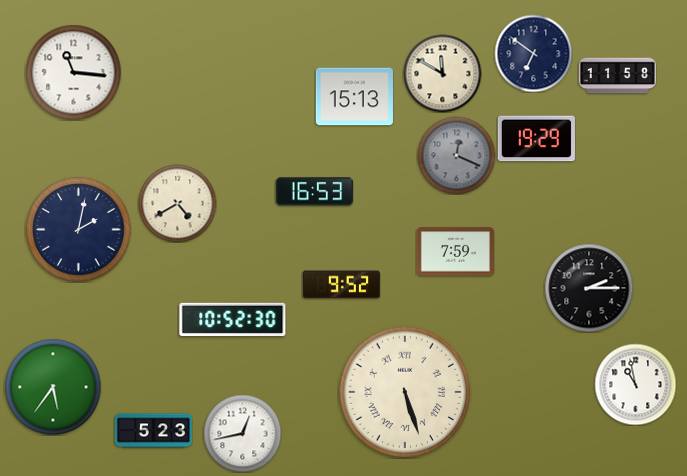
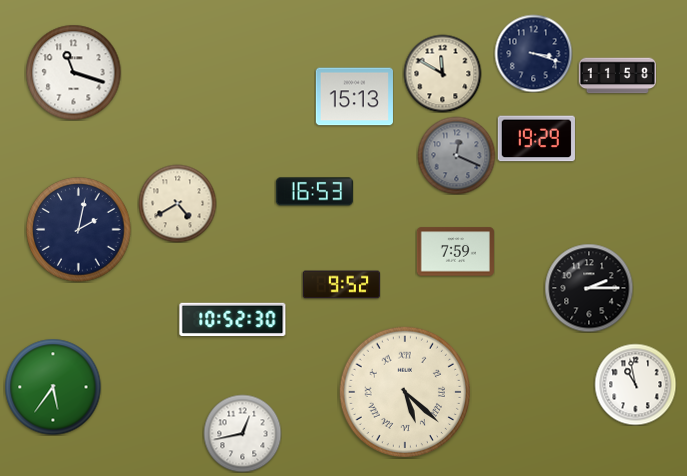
clock at (533, 53): 6:51 -> 3:18
clock at (73, 72): 11:16 -> 11:18
clock at (404, 391): 5:27 -> 5:22
clock at (153, 431): 5:23 -> none
